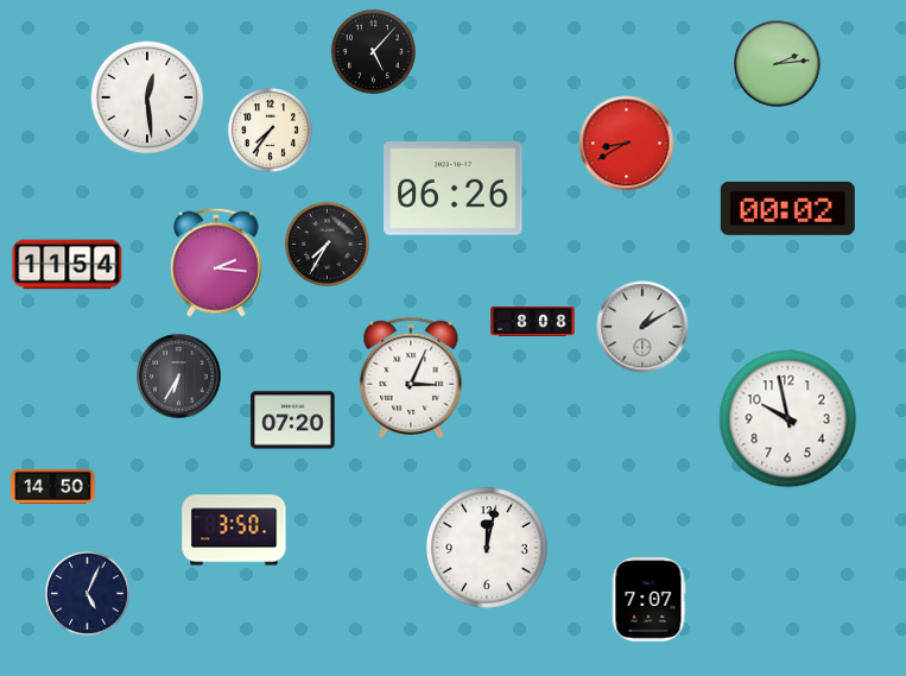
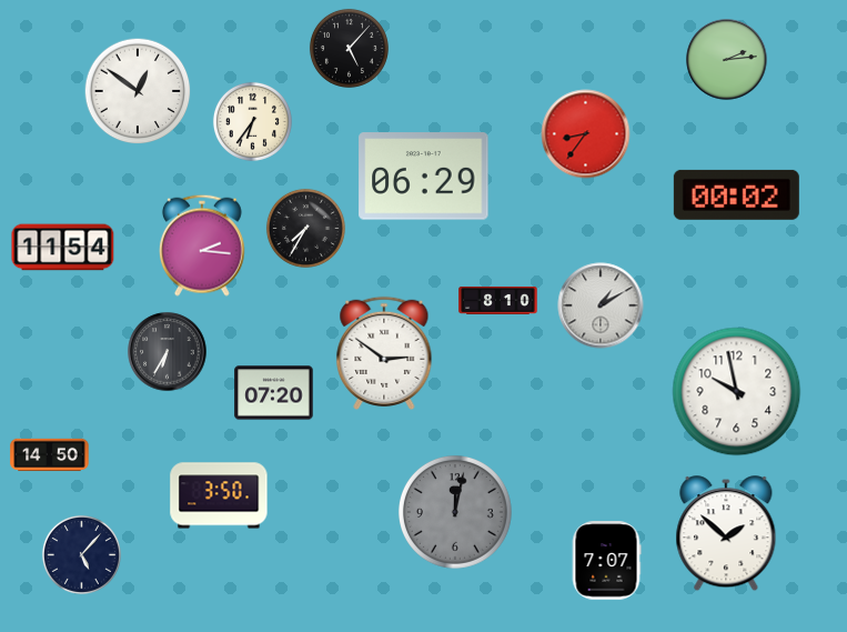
clock at (147, 97): 12:29 -> 12:51
clock at (270, 129): 7:36 -> 6:36
clock at (627, 144): 8:40 -> 8:36
clock at (454, 189): 06:26 -> 06:29
clock at (533, 321): 8:08 -> 8:10
clock at (411, 378): 3:04 -> 2:51
clock at (487, 548) dial: white -> grey
clock at (726, 534): none -> 1:52
clock at (87, 593): 5:04 -> 5:07
